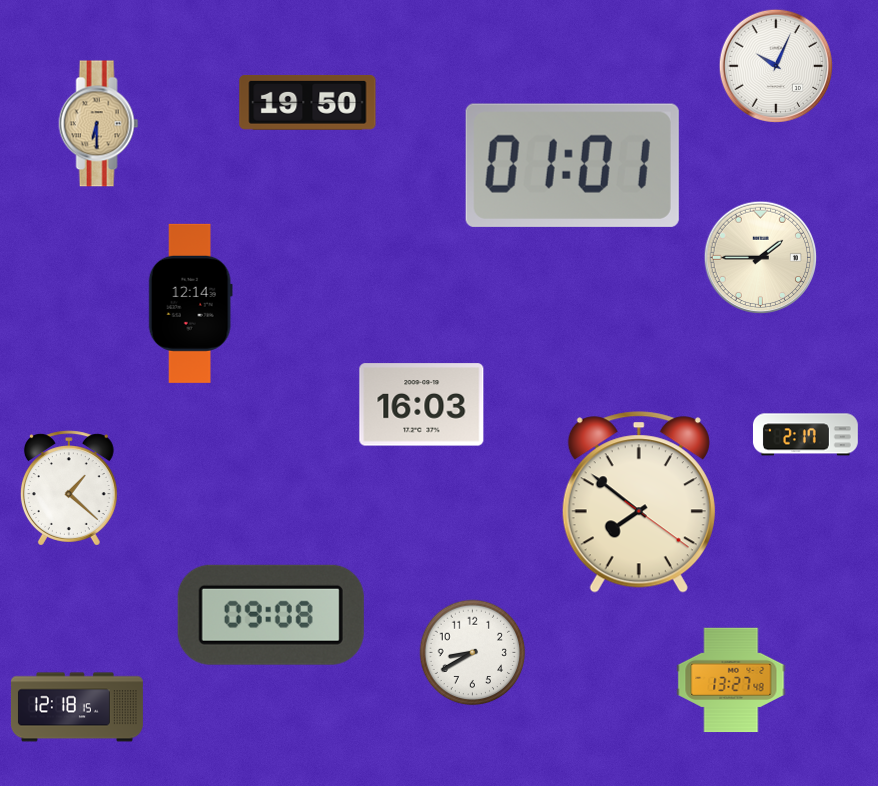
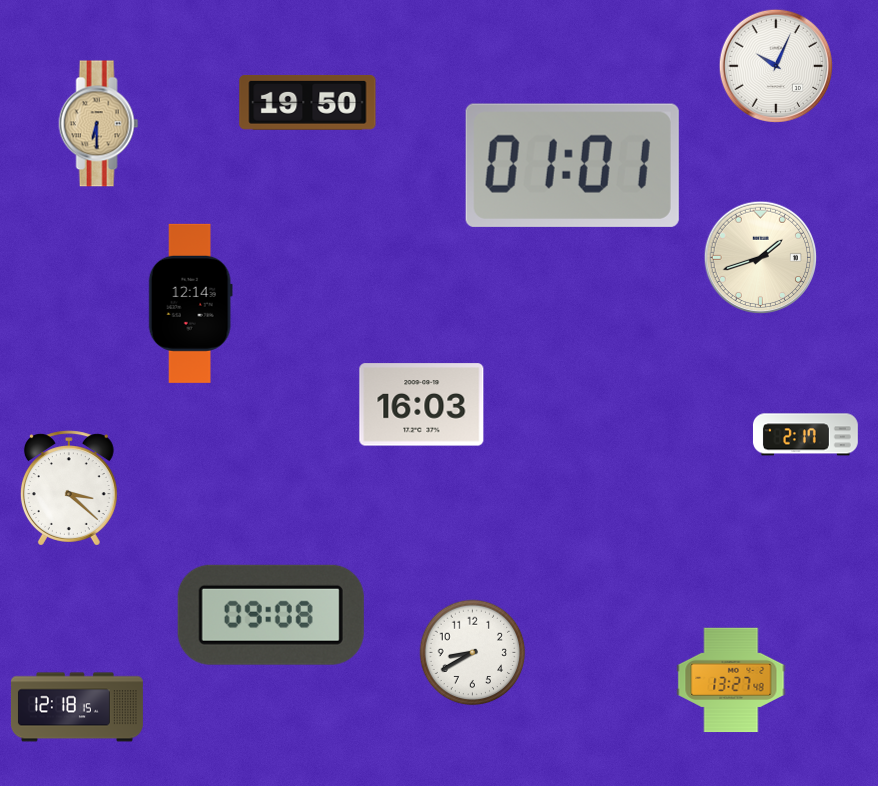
clock at (761, 258): 1:45 -> 1:42
clock at (69, 488): 1:22 -> 3:22
clock at (639, 502): 7:51 -> none
